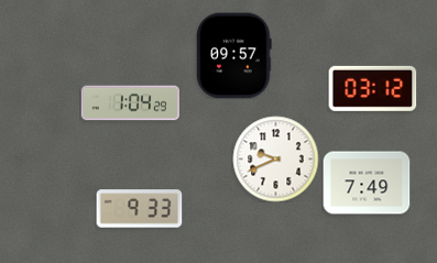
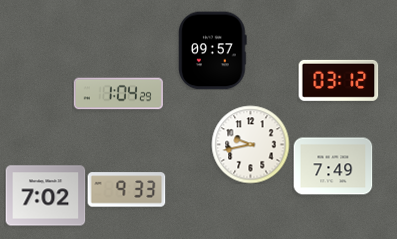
clock at (275, 158): 9:41 -> 9:43
clock at (45, 196): none -> 7:02
